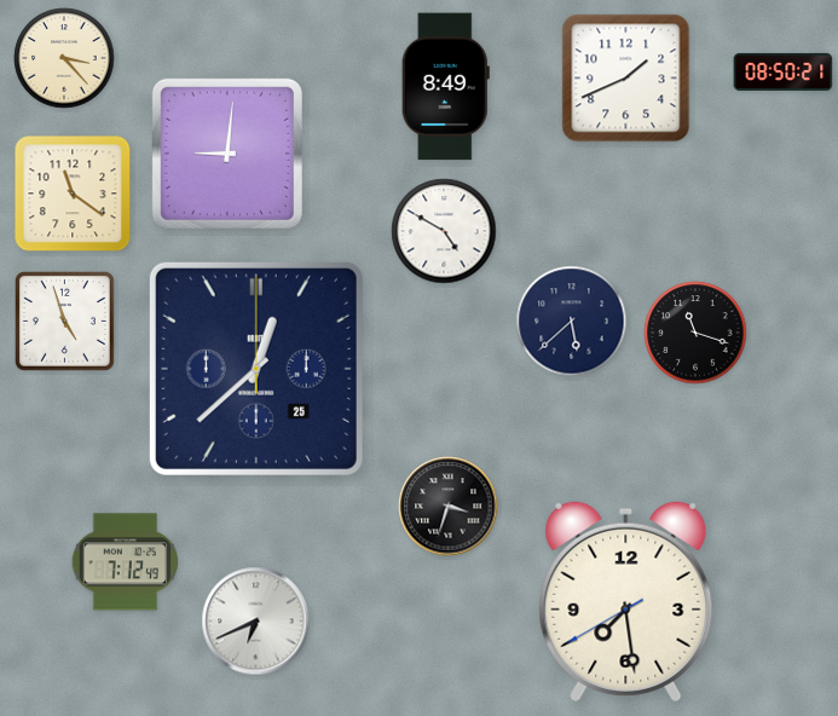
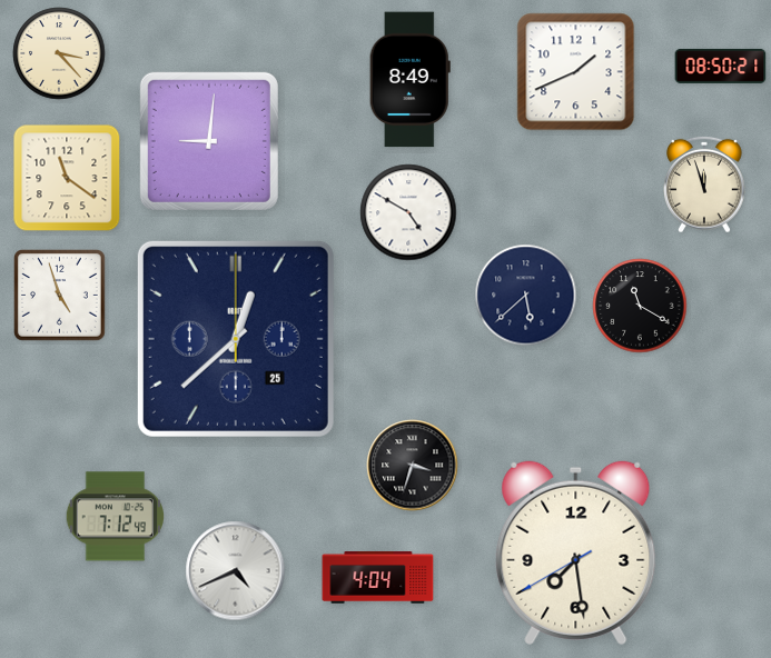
clock at (705, 185): none -> 11:57
clock at (695, 333): 11:18 -> 11:20
clock at (256, 622): 6:41 -> 4:41
clock at (378, 578): none -> 4:04
